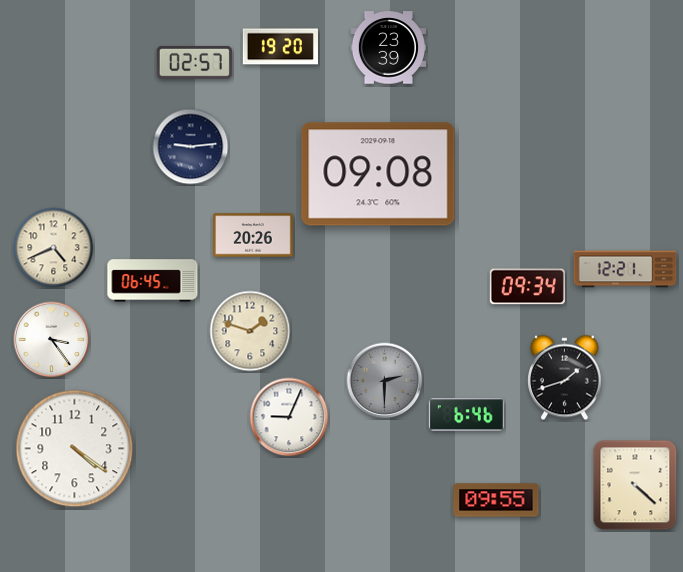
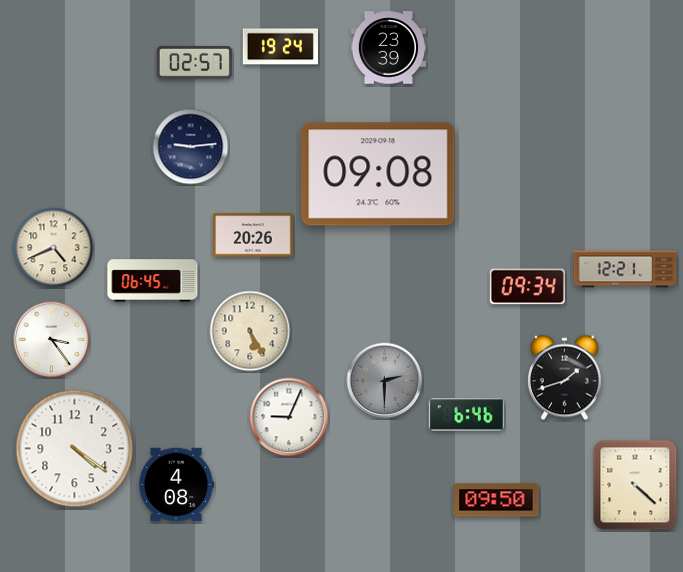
clock at (280, 47): 19:20 -> 19:24
clock at (250, 331): 1:48 -> 5:25
clock at (177, 485): none -> 4:08
clock at (496, 500): 09:55 -> 09:50
